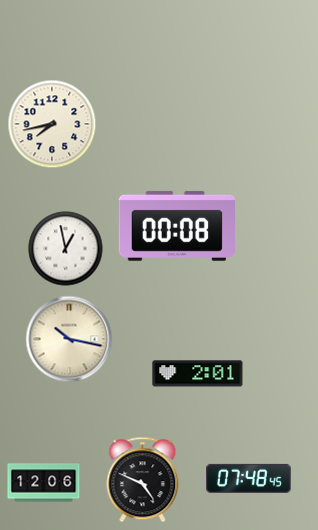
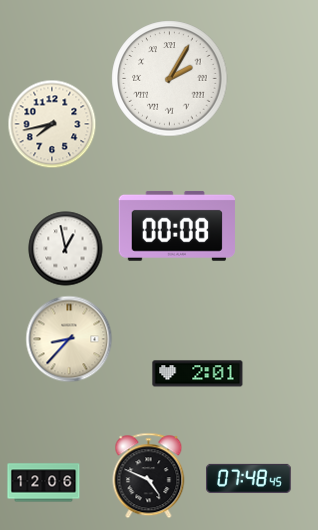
clock at (170, 79): none -> 2:05
clock at (69, 339): 10:17 -> 8:37
clock at (143, 480) position: (143, 480) -> (149, 476)
